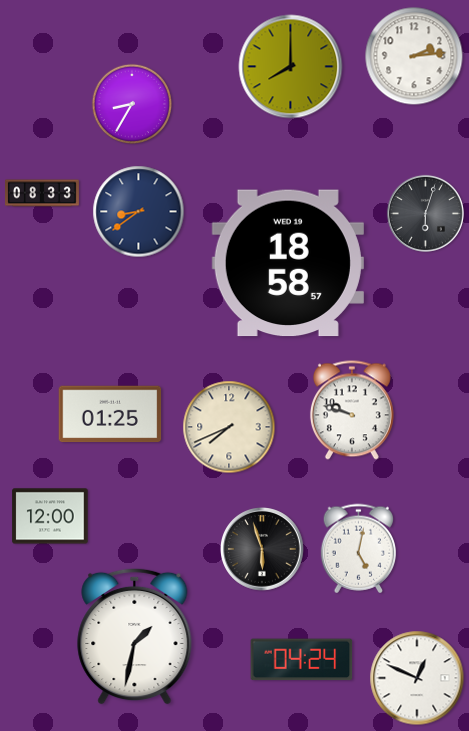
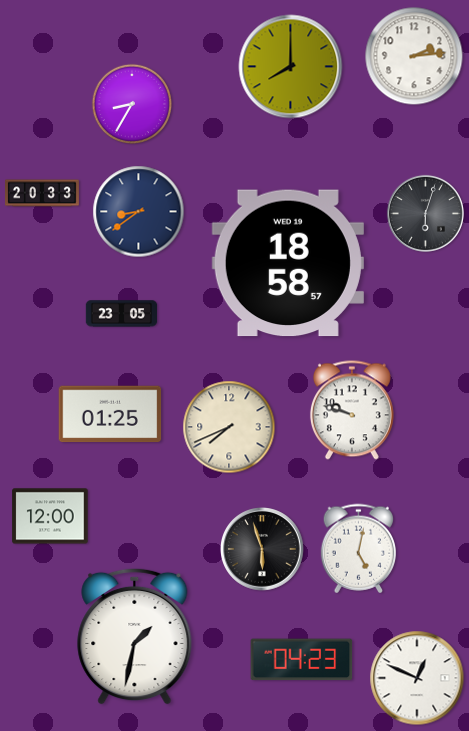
clock at (43, 193): 08:33 -> 20:33
clock at (122, 314): none -> 23:05
clock at (302, 660): 04:24 -> 04:23
